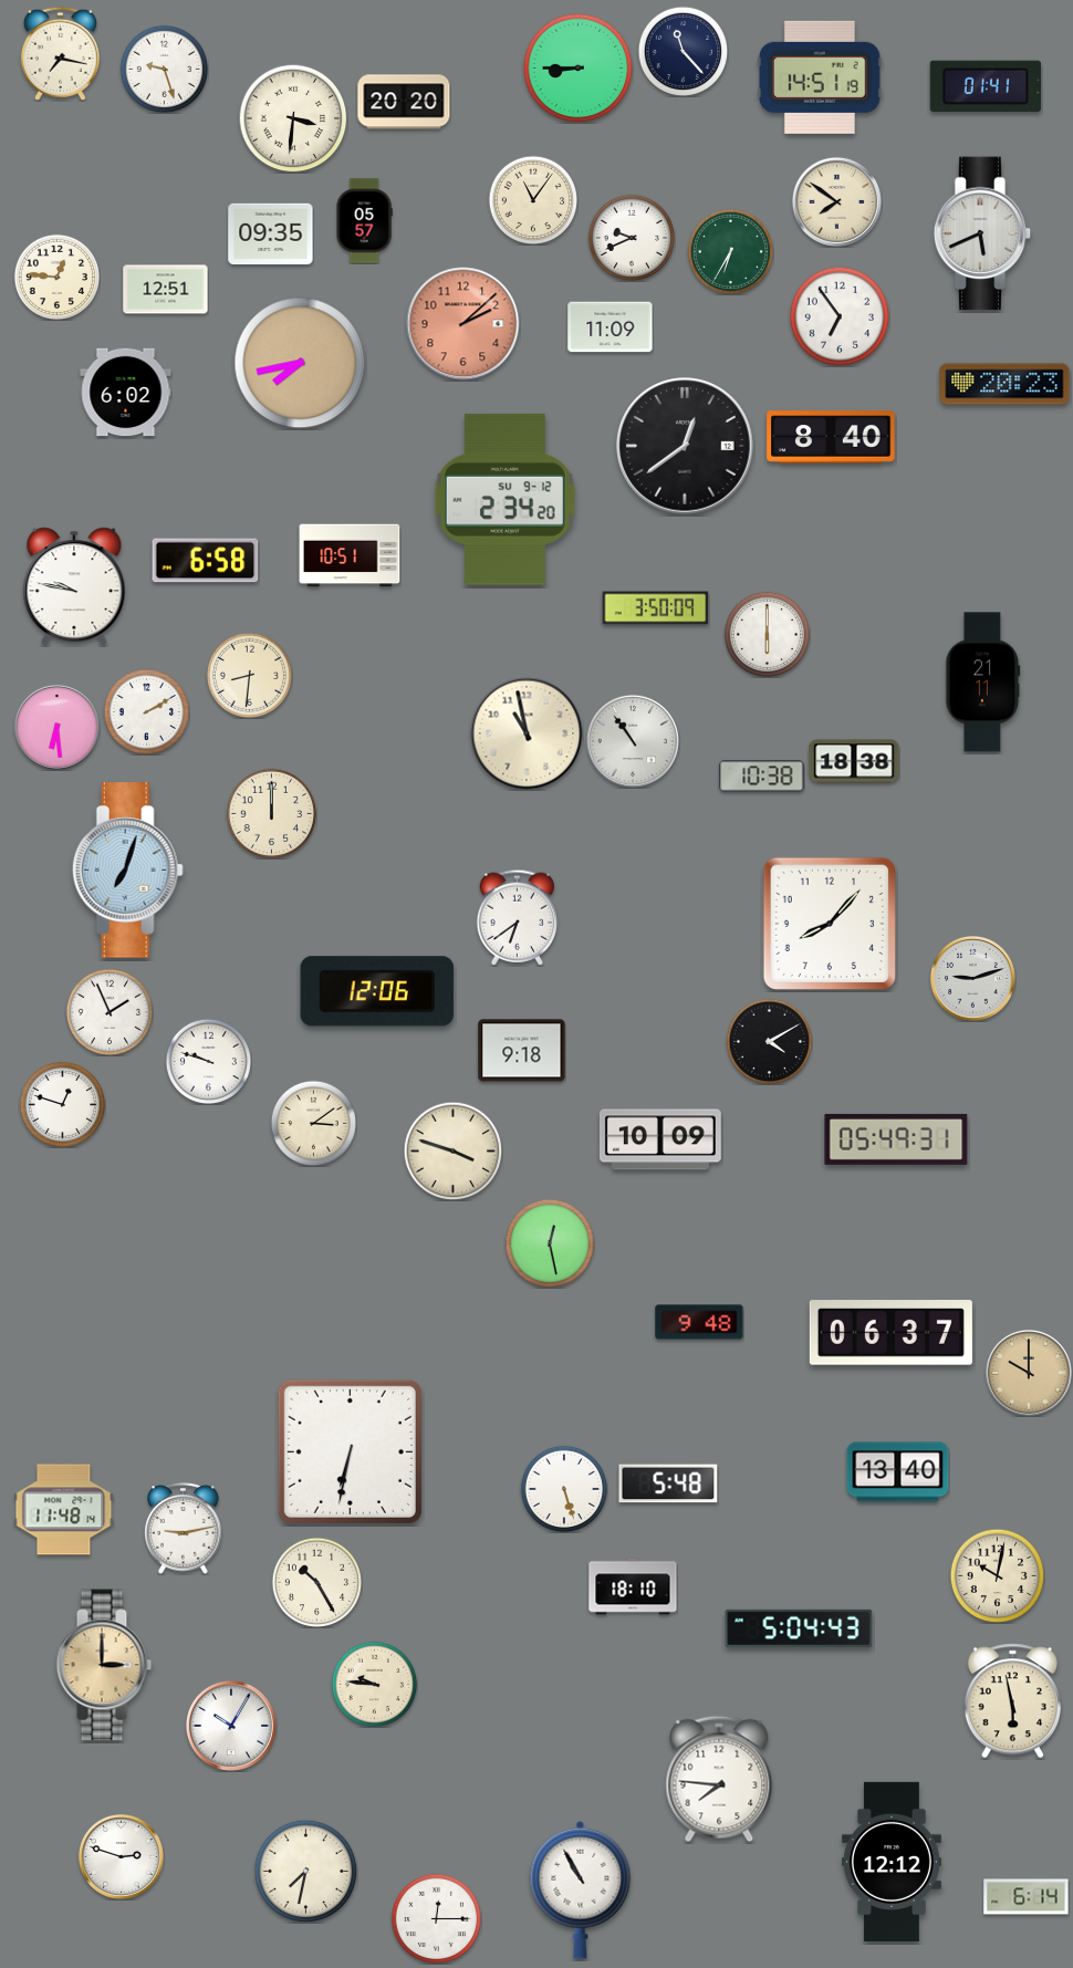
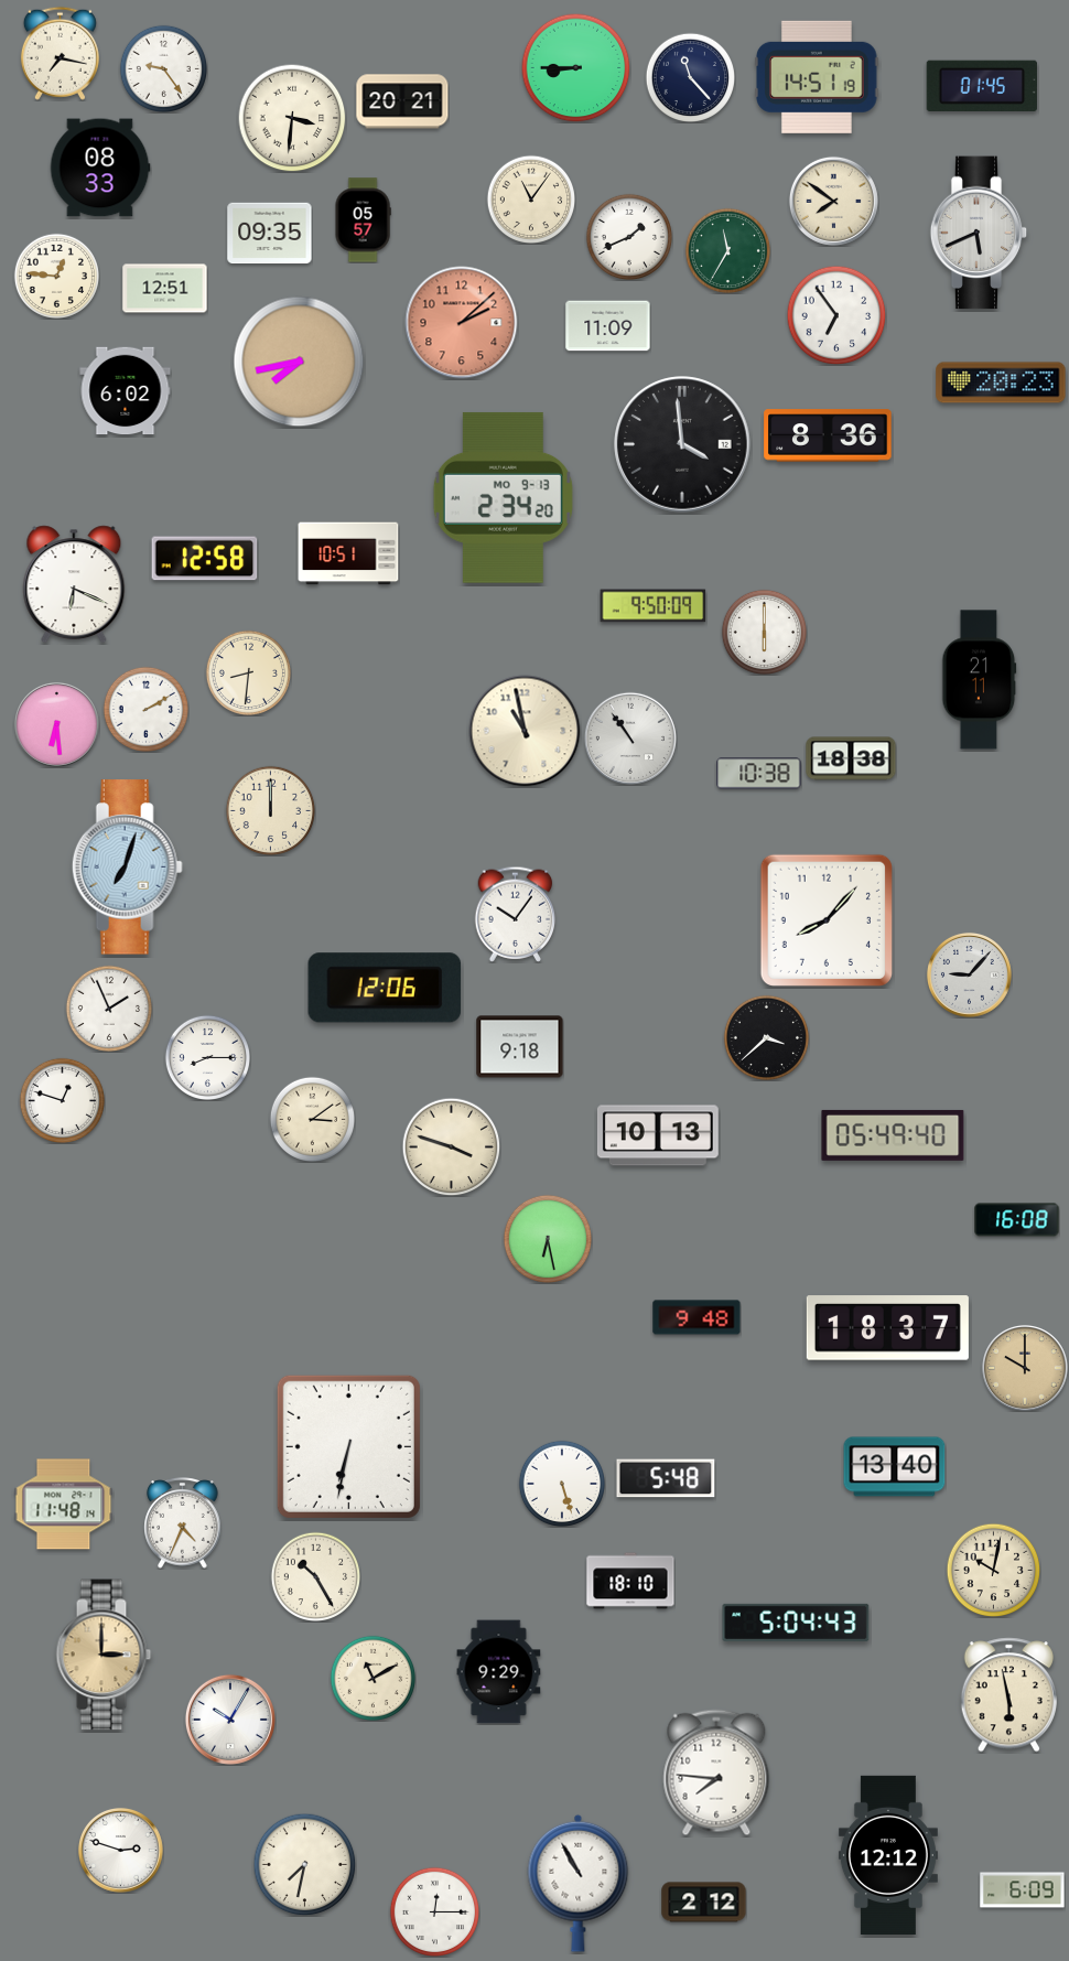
clock at (683, 51) position: (683, 51) -> (690, 77)
clock at (164, 69): 9:27 -> 9:24
clock at (986, 86): 01:41 -> 01:45
clock at (404, 102): 20:20 -> 20:21
clock at (100, 168): none -> 08:33
clock at (631, 237): 9:41 -> 1:41
clock at (730, 251): 6:35 -> 11:35
clock at (831, 437): 8:40 -> 8:36
clock at (685, 446): 12:39 -> 3:59
clock at (504, 500) date: SU 9-12 -> MO 9-13
clock at (206, 561): 6:58 -> 12:58
clock at (74, 586): 9:47 -> 6:19
clock at (656, 608): 3:50 -> 9:50
clock at (518, 917): 6:39 -> 10:06
clock at (972, 978): 9:12 -> 9:07
clock at (377, 991) position: (377, 991) -> (385, 988)
clock at (769, 1041): 4:10 -> 3:38
clock at (208, 1061): 9:48 -> 8:15
clock at (660, 1139): 10:09 -> 10:13
clock at (896, 1139): 05:49:31 -> 05:49:40
clock at (1017, 1220): none -> 16:08
clock at (549, 1242): 12:28 -> 6:28
clock at (890, 1333): 06:37 -> 18:37
clock at (184, 1529): 9:13 -> 4:34
clock at (104, 1665) position: (104, 1665) -> (104, 1655)
clock at (499, 1672): none -> 9:29
clock at (374, 1684): 9:46 -> 11:10
clock at (1027, 1897): 6:14 -> 6:09
clock at (704, 1903): none -> 2:12
